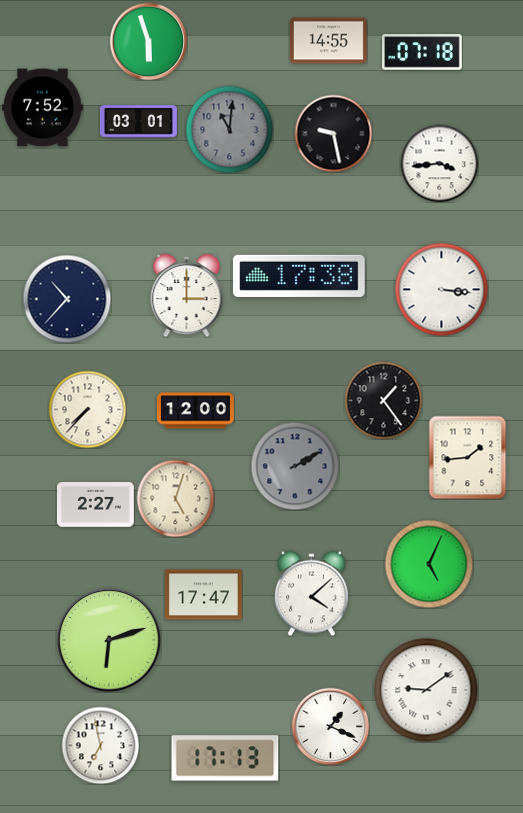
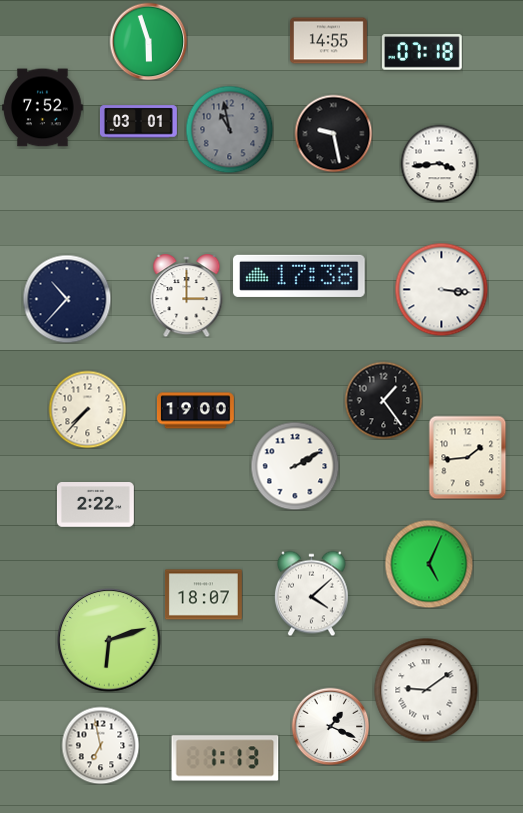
clock at (229, 129): 11:01 -> 10:58
clock at (195, 411): 12:00 -> 19:00
clock at (295, 466) dial: grey -> white
clock at (175, 498): 5:03 -> none
clock at (95, 505): 2:27 -> 2:22
clock at (203, 595): 17:47 -> 18:07
clock at (225, 758): 17:13 -> 1:13
